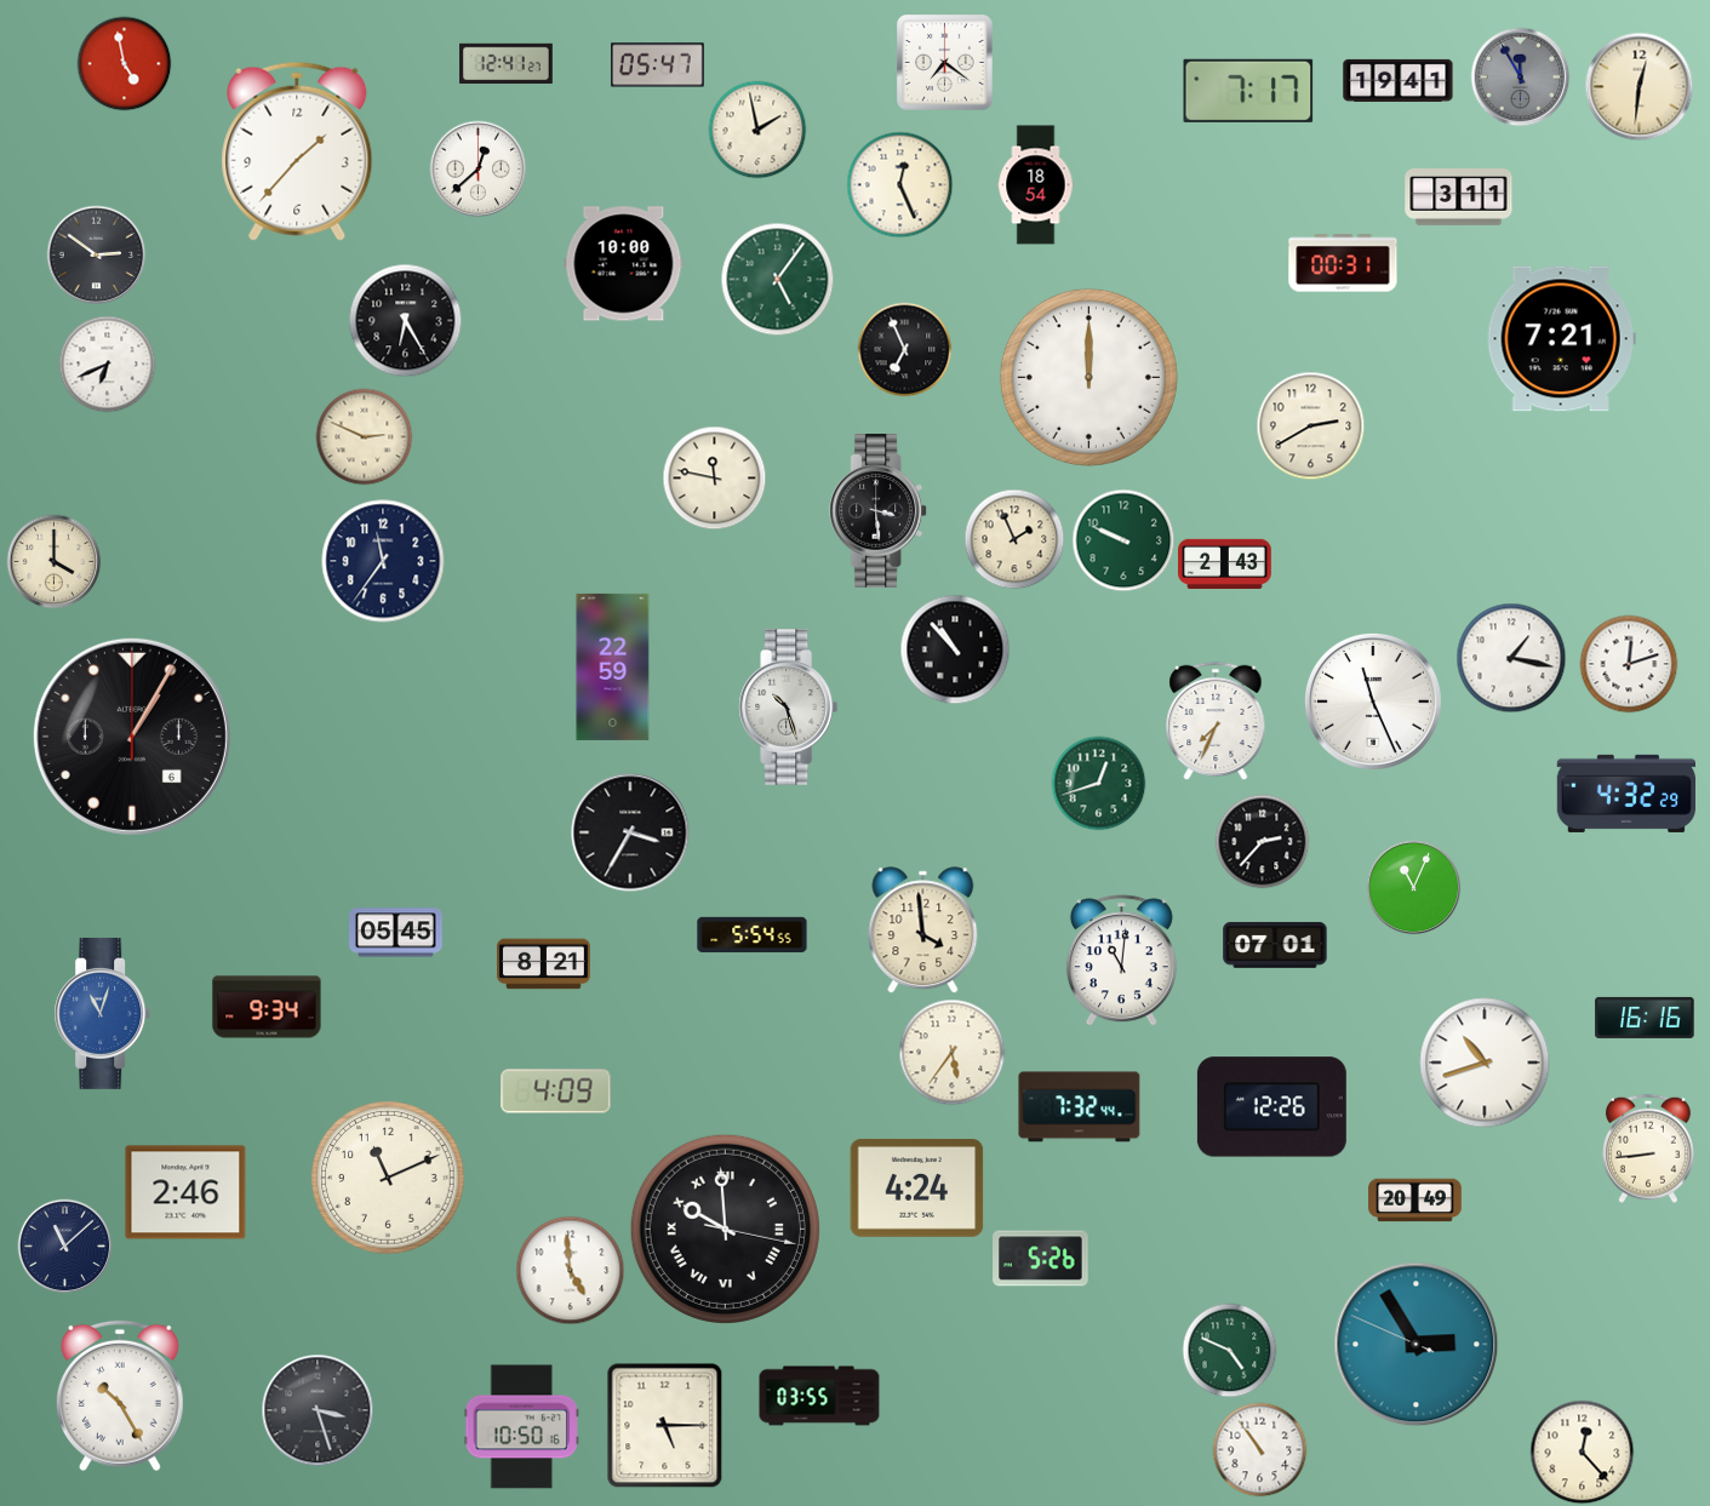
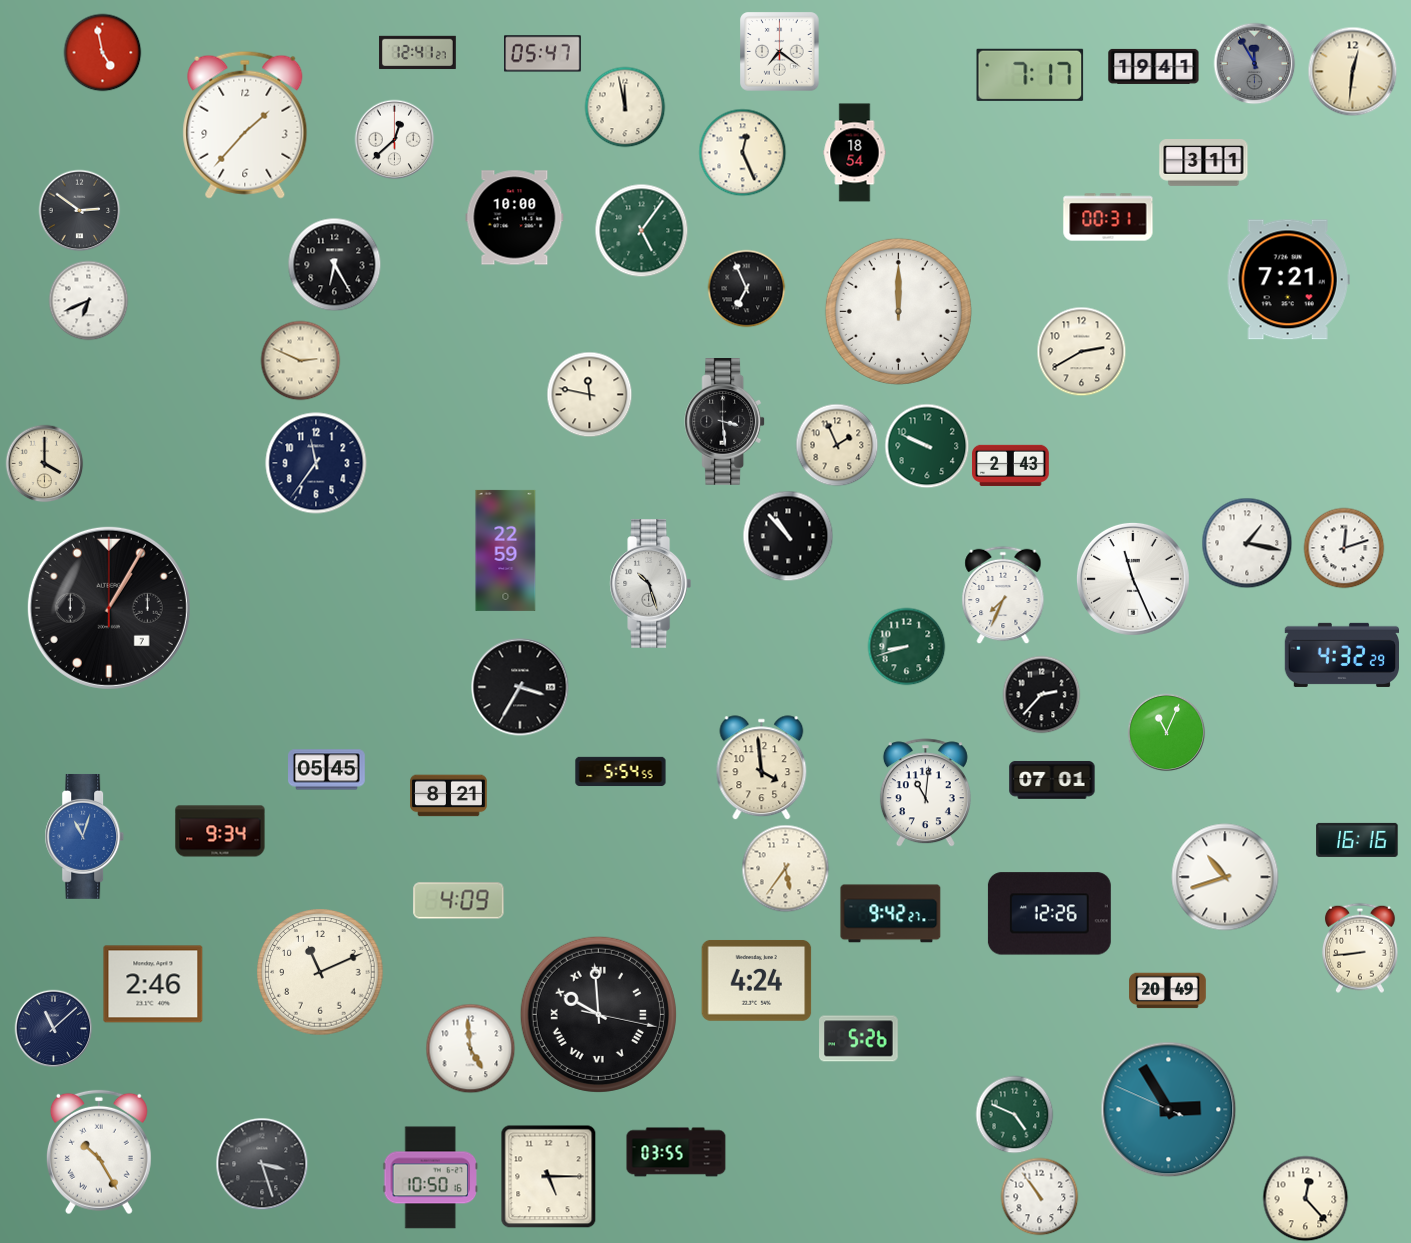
clock at (757, 130): 1:58 -> 11:58
clock at (132, 737) date: 6 -> 7
clock at (1098, 783): 12:42 -> 8:42
clock at (1080, 1107): 7:32 -> 9:42
